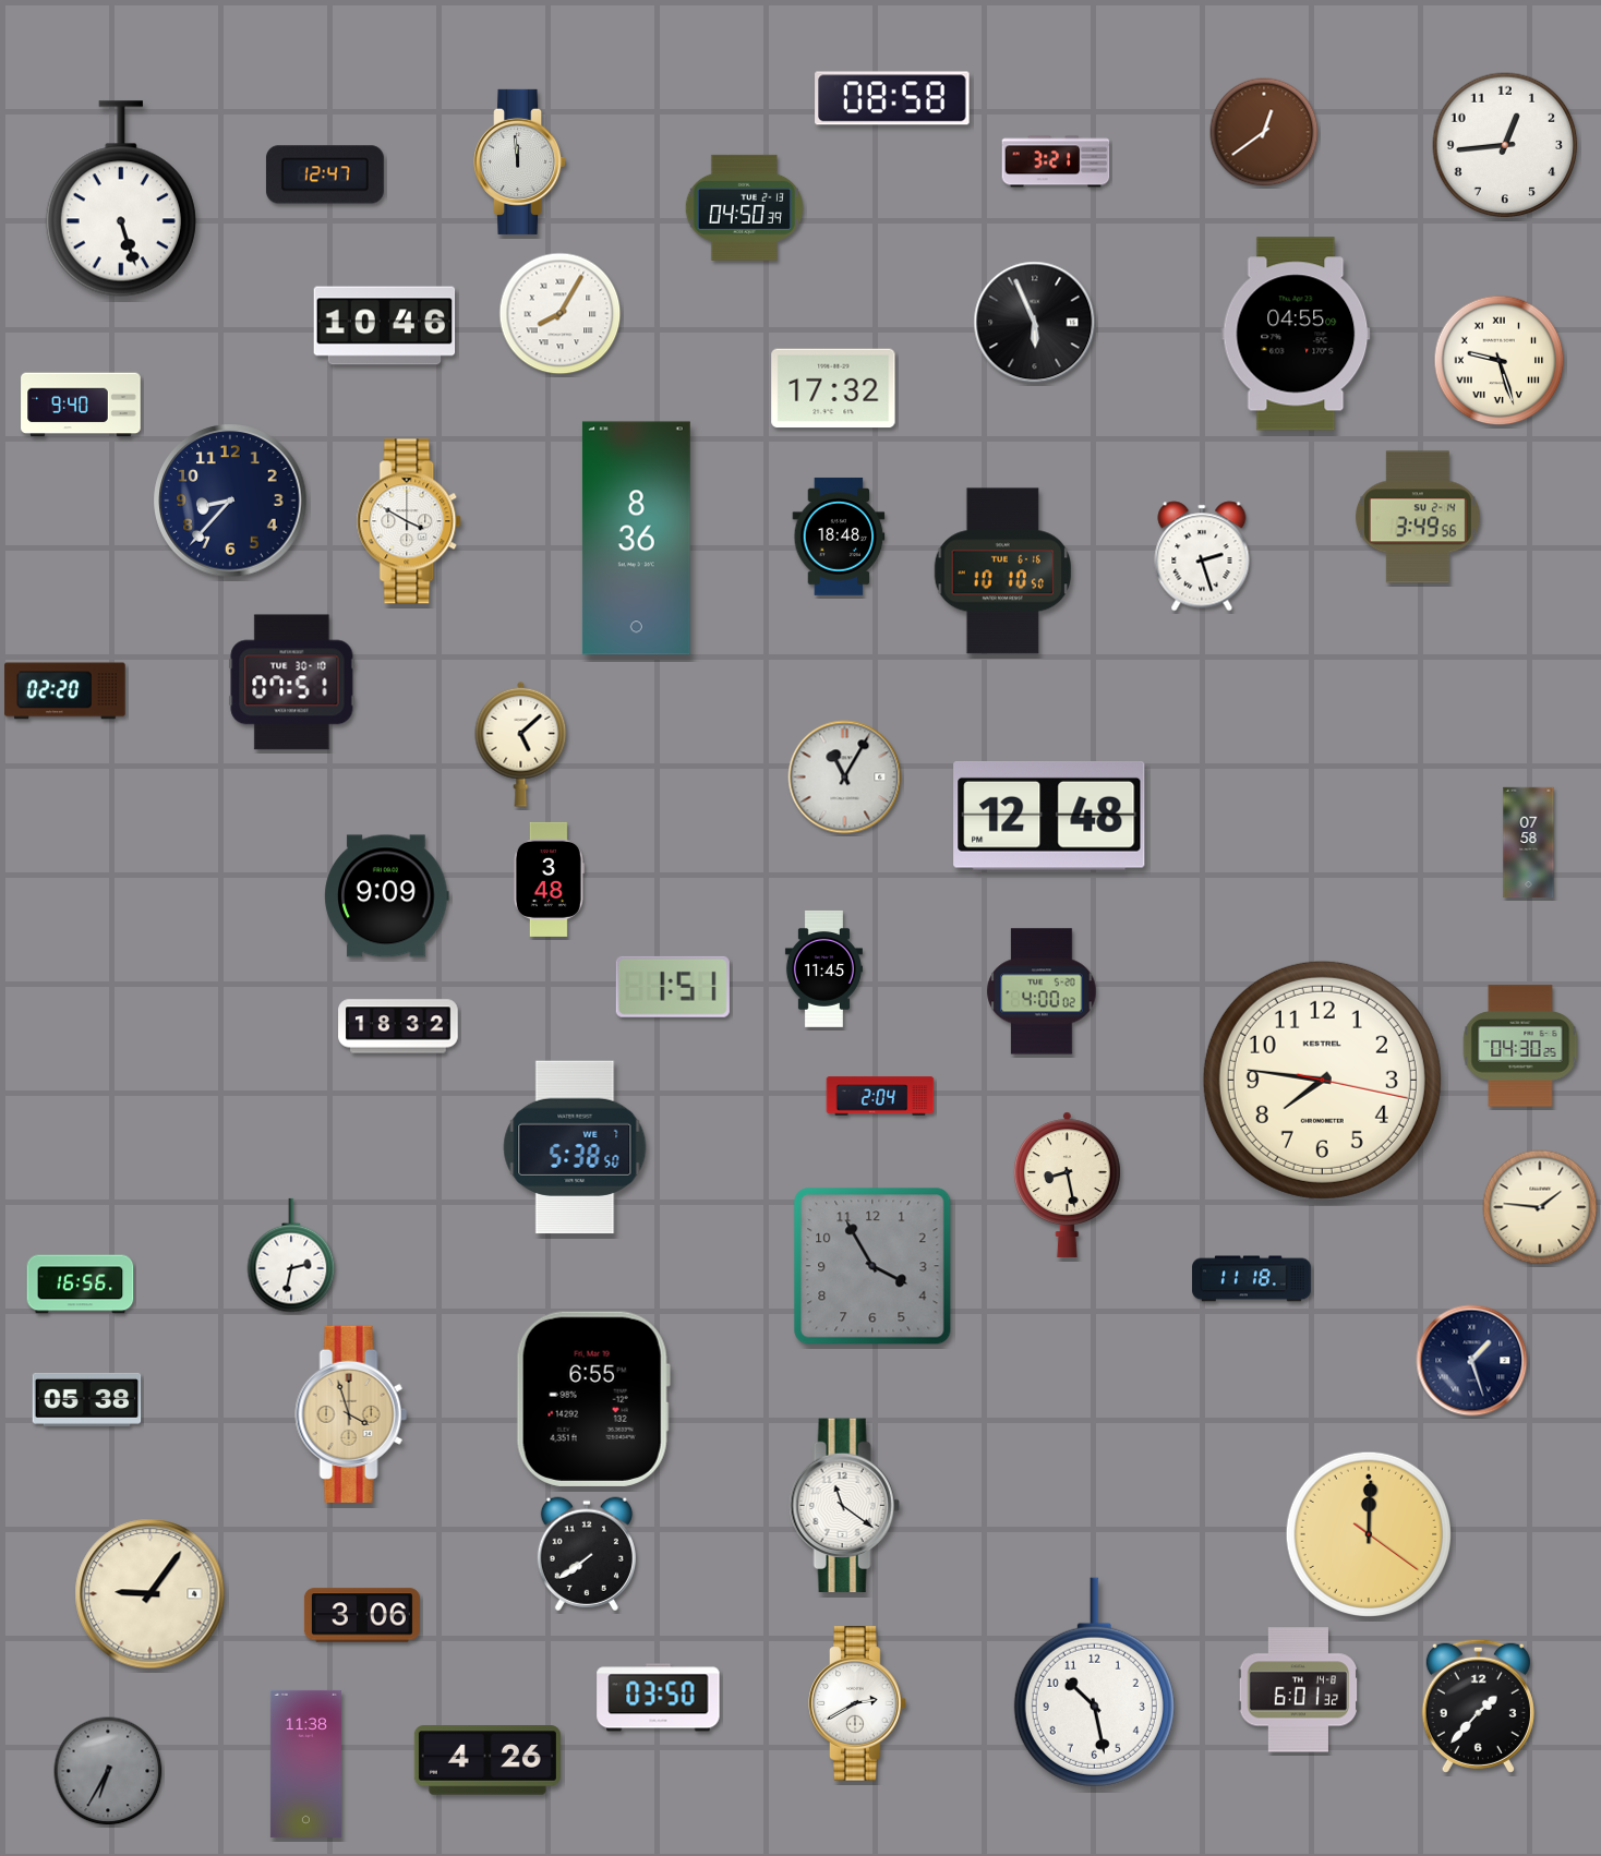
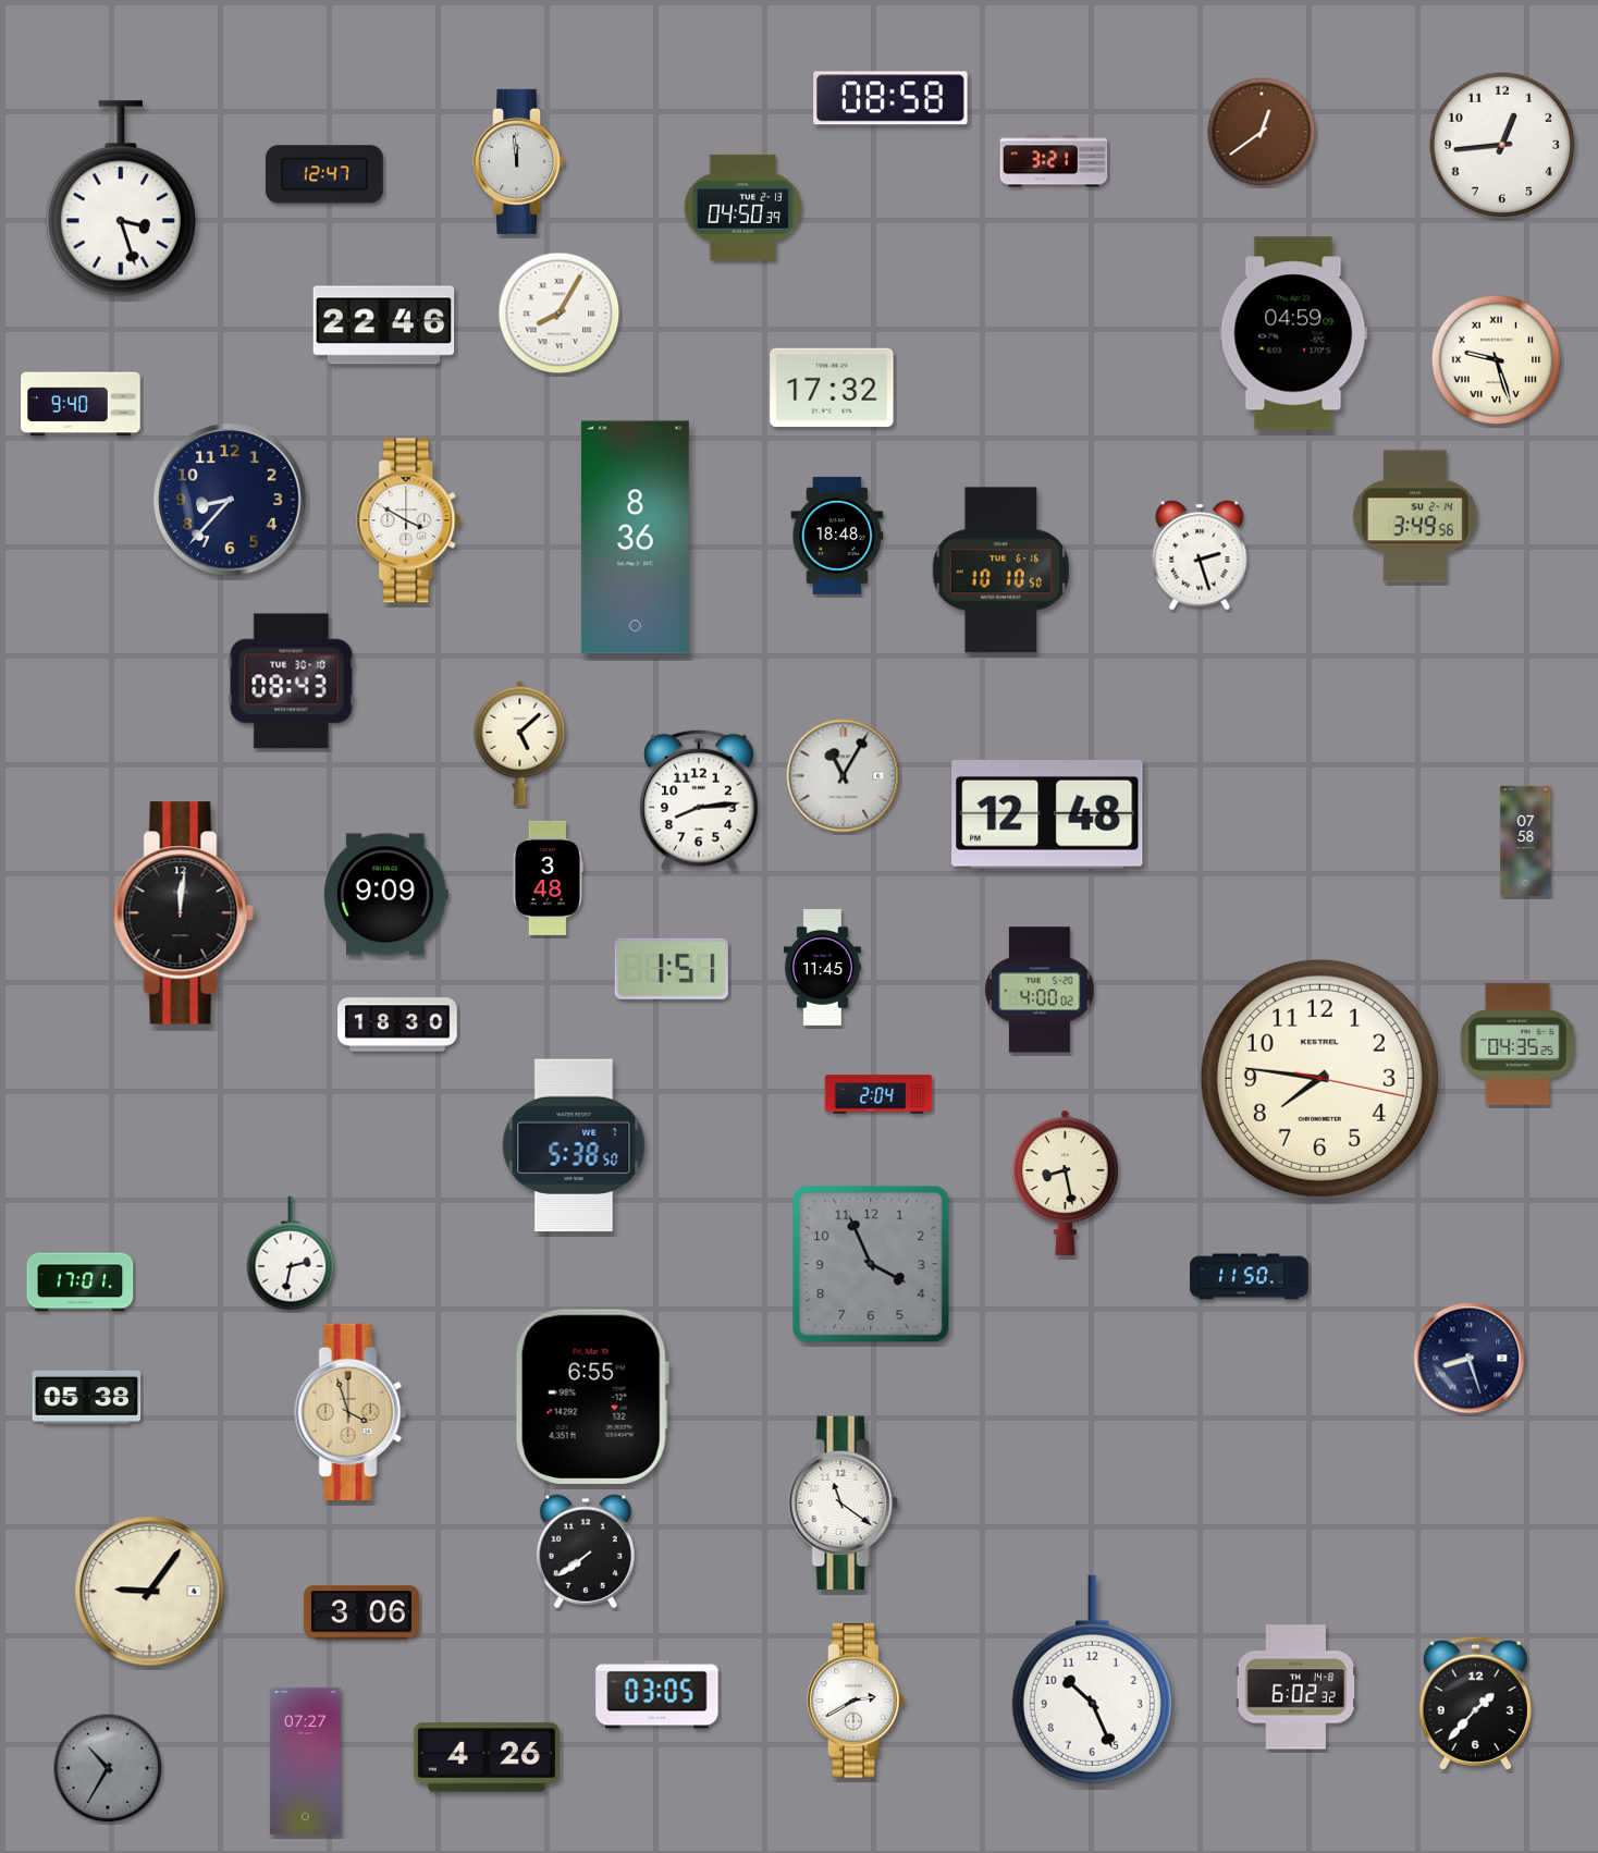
clock at (121, 198): 5:27 -> 3:27
clock at (1035, 323): 5:56 -> none
clock at (385, 326): 10:46 -> 22:46
clock at (1296, 334): 04:55 -> 04:59
clock at (292, 683): 07:51 -> 08:43
clock at (65, 691): 02:20 -> none
clock at (699, 800): none -> 8:14
clock at (183, 913): none -> 12:01
clock at (673, 987) position: (673, 987) -> (672, 969)
clock at (398, 1026): 18:32 -> 18:30
clock at (1520, 1046): 04:30 -> 04:35
clock at (1540, 1207): 1:46 -> none
clock at (872, 1266): 3:55 -> 3:56
clock at (1252, 1279): 11:18 -> 11:50
clock at (81, 1285): 16:56 -> 17:01
clock at (1472, 1361): 1:27 -> 8:27
clock at (1368, 1533): 12:00 -> none
clock at (1094, 1683): 10:28 -> 10:26
clock at (1299, 1690): 6:01 -> 6:02
clock at (659, 1698): 03:50 -> 03:05
clock at (305, 1763): 11:38 -> 07:27
clock at (108, 1771): 6:35 -> 10:35
